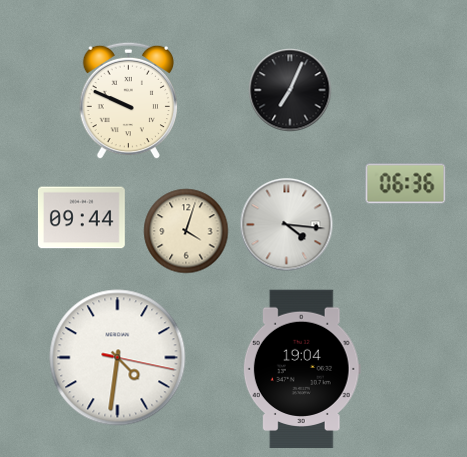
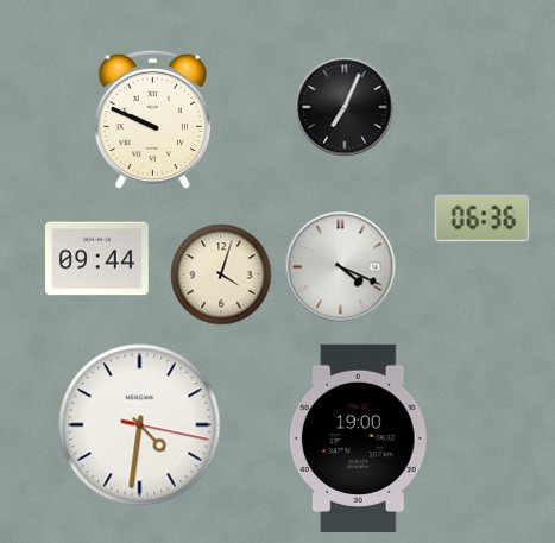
clock at (287, 225): 4:16 -> 4:19
clock at (302, 369): 19:04 -> 19:00
